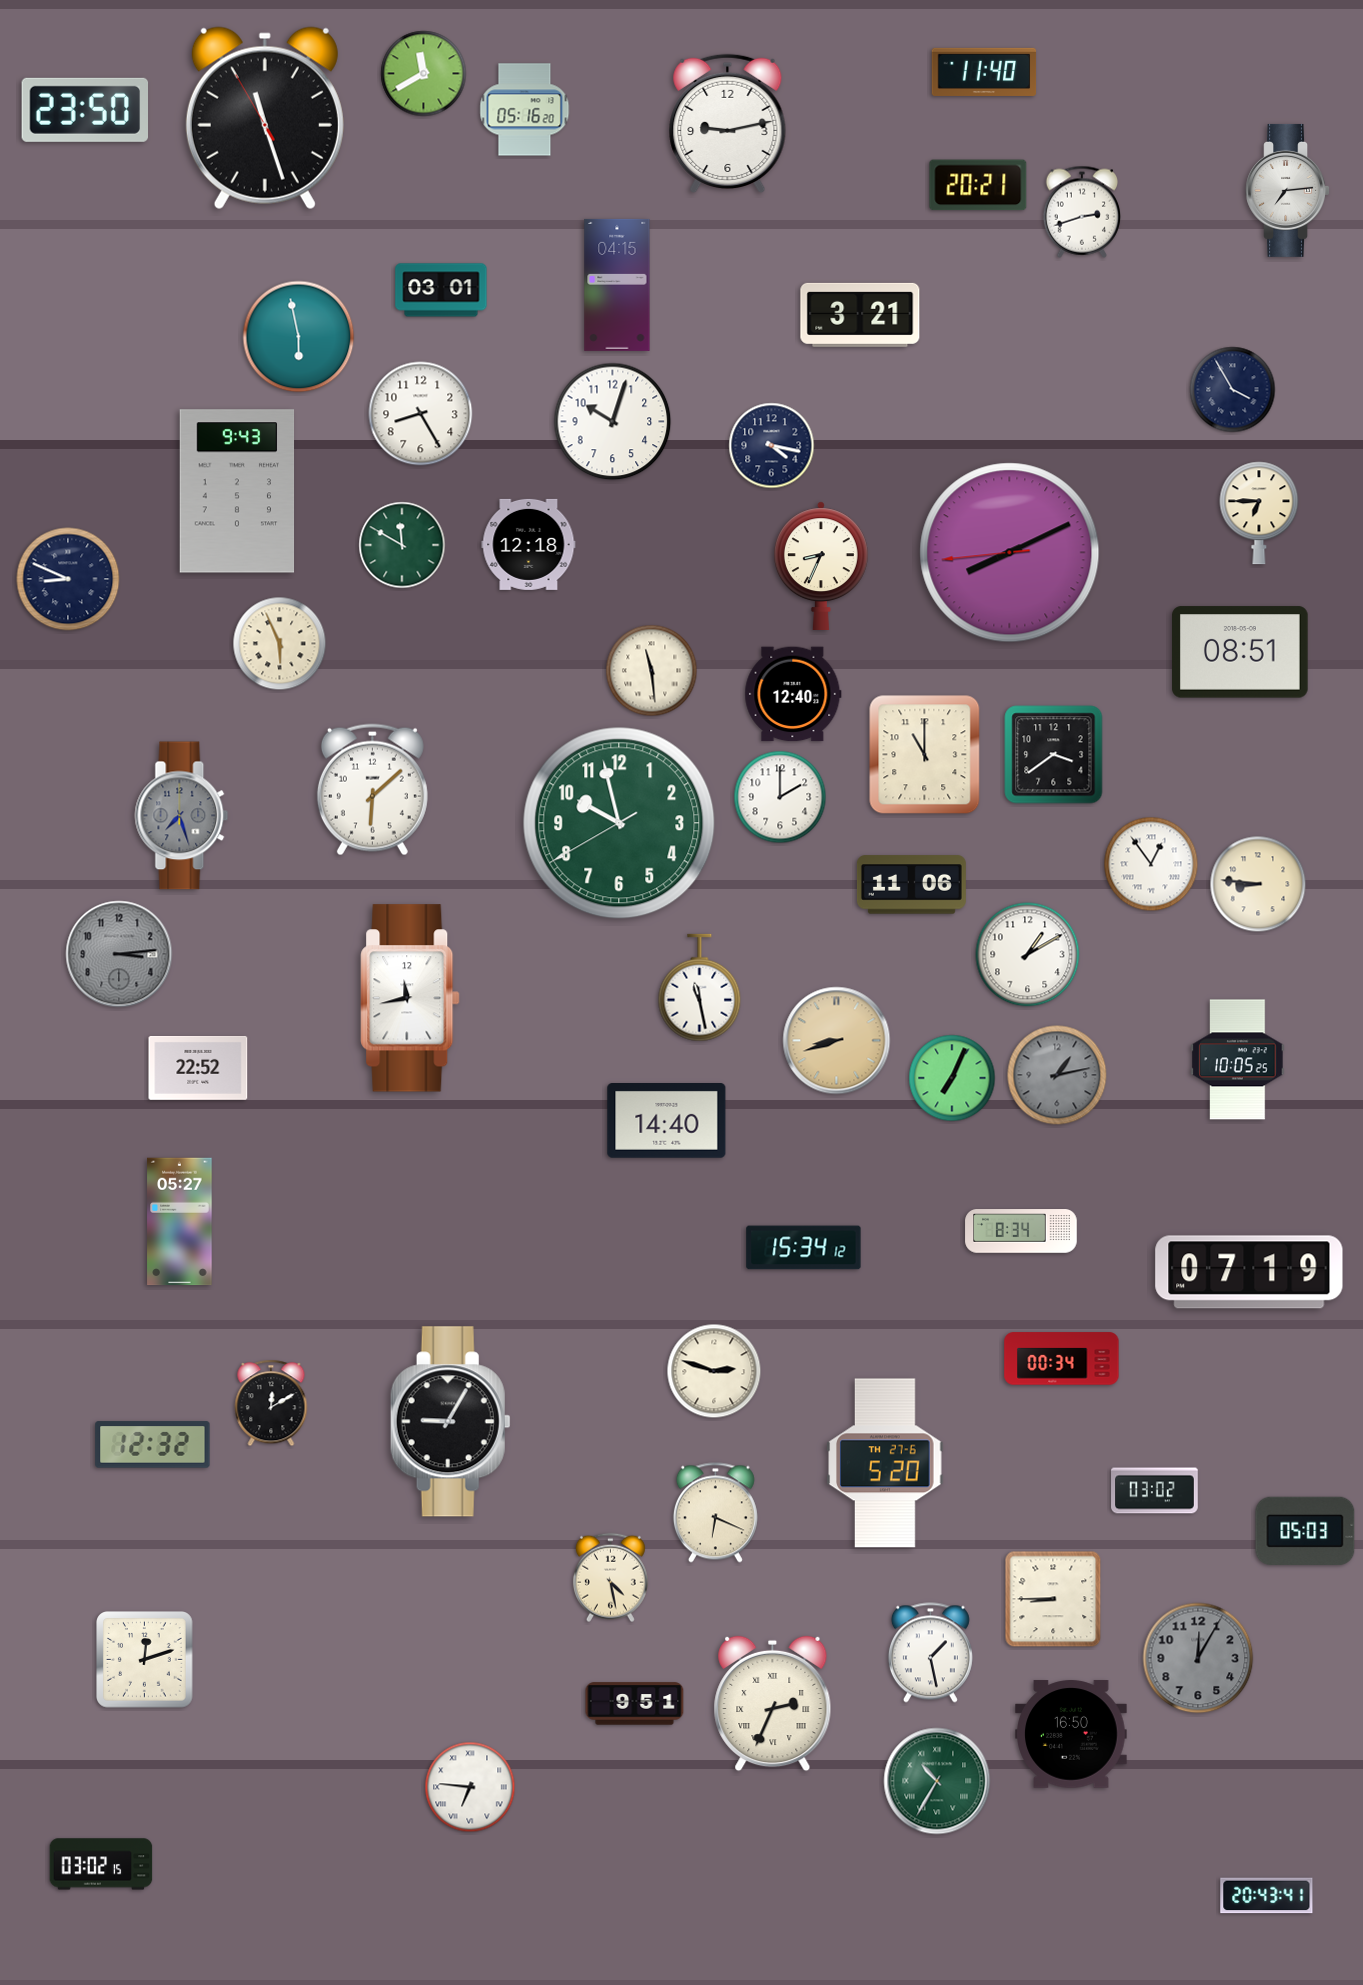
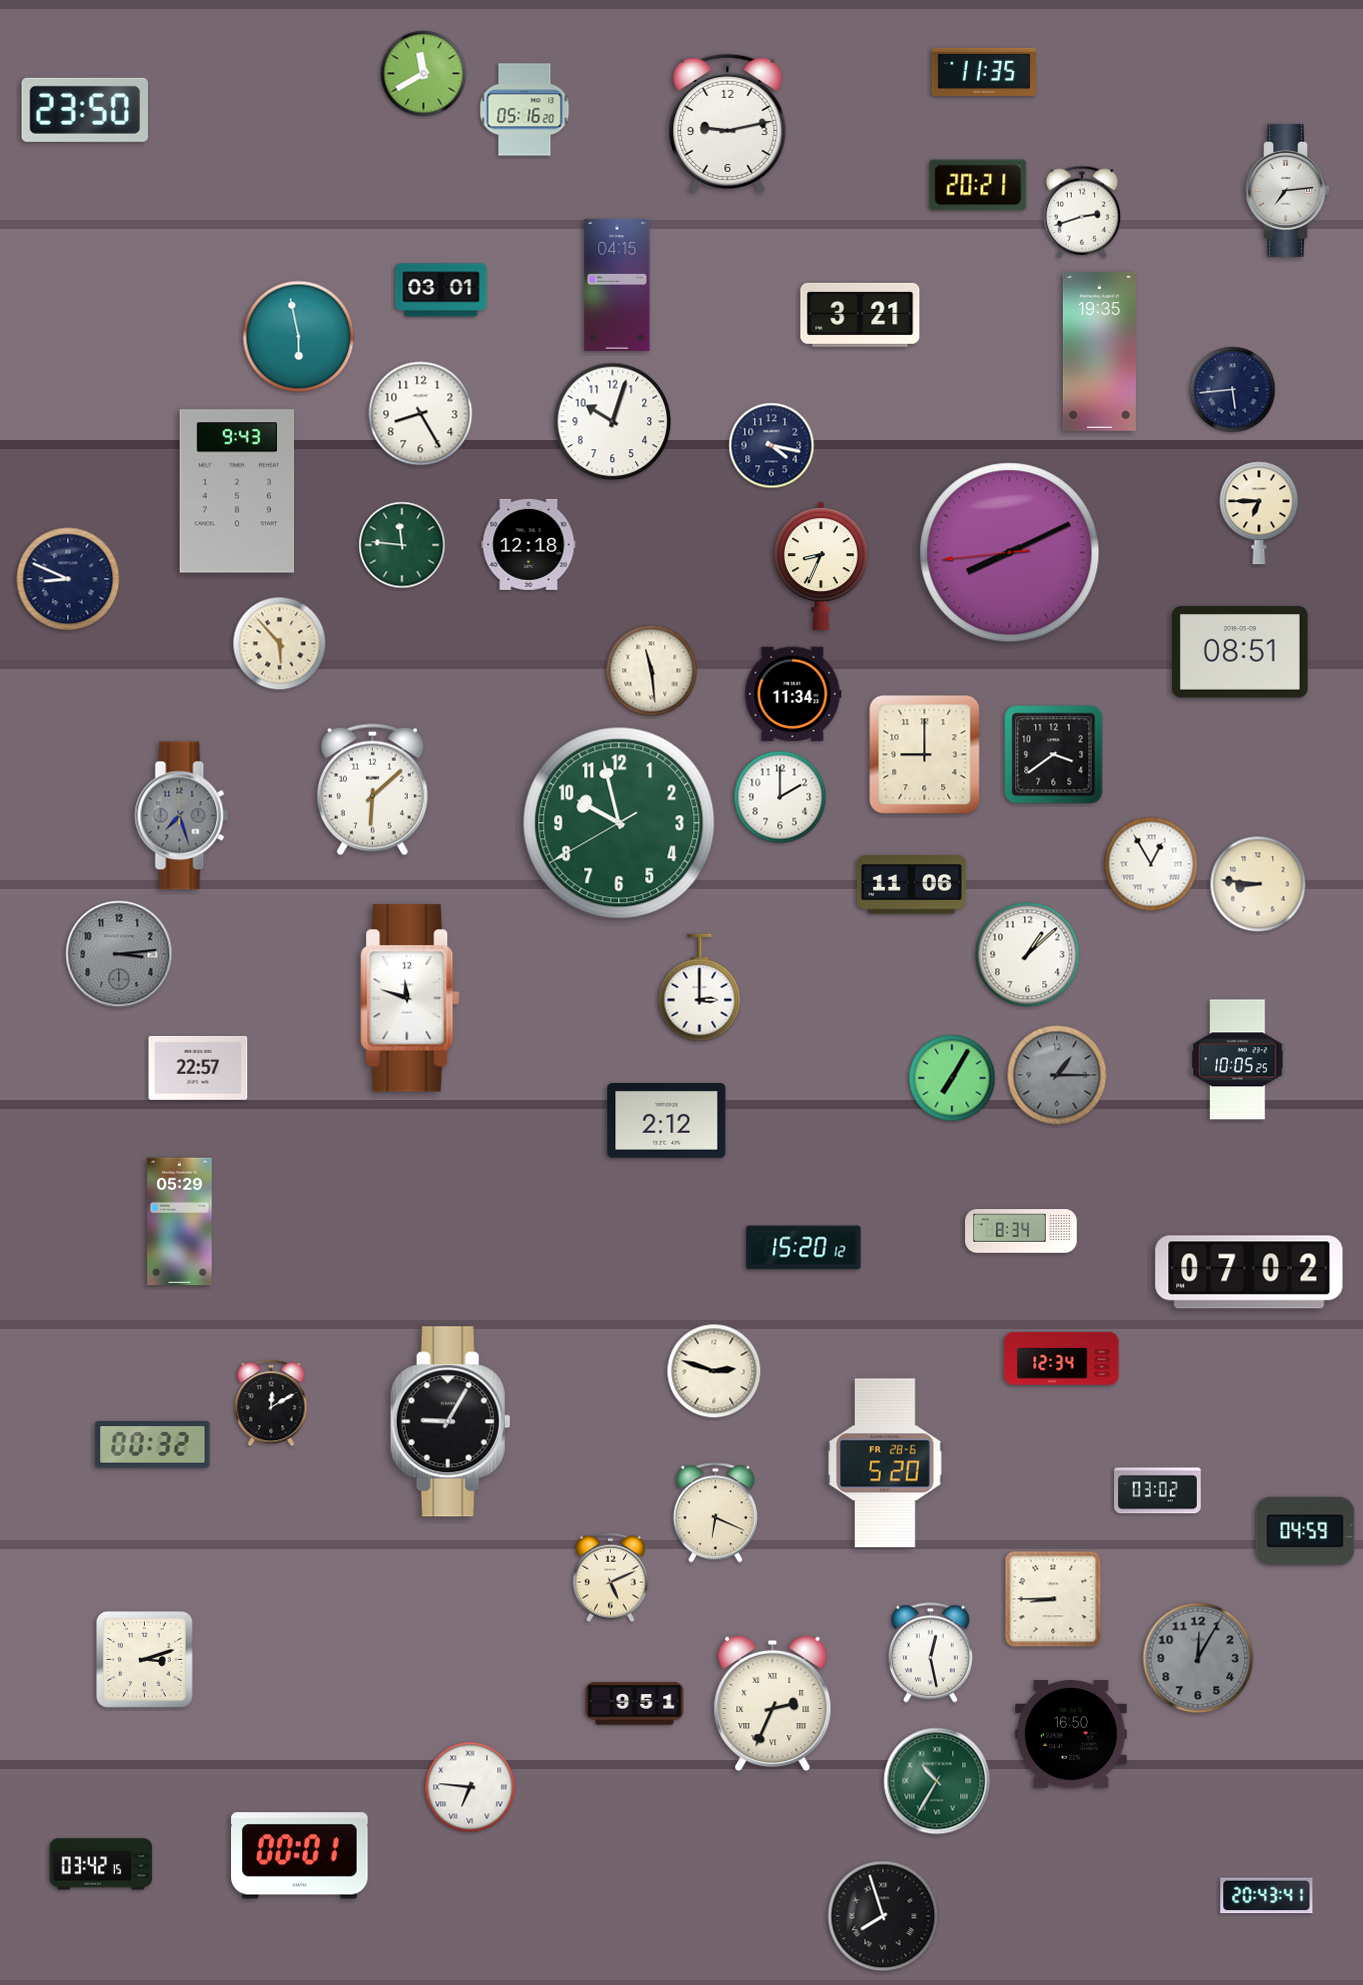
clock at (984, 72): 11:40 -> 11:35
clock at (265, 118): 11:26 -> none
clock at (1099, 352): none -> 19:35
clock at (1233, 390): 3:55 -> 5:44
clock at (402, 545): 11:50 -> 11:46
clock at (280, 644): 5:56 -> 5:53
clock at (793, 694): 12:40 -> 11:34
clock at (925, 755): 11:00 -> 9:00
clock at (1151, 864): 12:54 -> 12:55
clock at (1028, 955): 1:10 -> 1:08
clock at (700, 988): 11:28 -> 3:00
clock at (410, 998): 11:43 -> 11:48
clock at (837, 1041): 8:42 -> none
clock at (198, 1068): 22:52 -> 22:57
clock at (1057, 1075): 1:13 -> 1:15
clock at (952, 1078): 7:04 -> 7:05
clock at (667, 1121): 14:40 -> 2:12
clock at (180, 1222): 05:27 -> 05:29
clock at (804, 1248): 15:34 -> 15:20
clock at (1249, 1272): 07:19 -> 07:02
clock at (1062, 1359): 00:34 -> 12:34
clock at (153, 1445): 12:32 -> 00:32
clock at (885, 1463) date: TH 27-6 -> FR 28-6
clock at (1155, 1491) position: (1155, 1491) -> (1158, 1491)
clock at (1305, 1530): 05:03 -> 04:59
clock at (610, 1578): 4:28 -> 5:11
clock at (930, 1653): 1:28 -> 12:28
clock at (145, 1660): 12:12 -> 3:12
clock at (300, 1856): none -> 00:01
clock at (101, 1864): 03:02 -> 03:42
clock at (883, 1916): none -> 7:57
